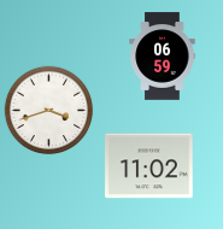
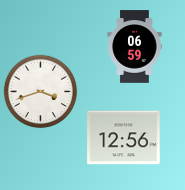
clock at (149, 166): 11:02 -> 12:56
